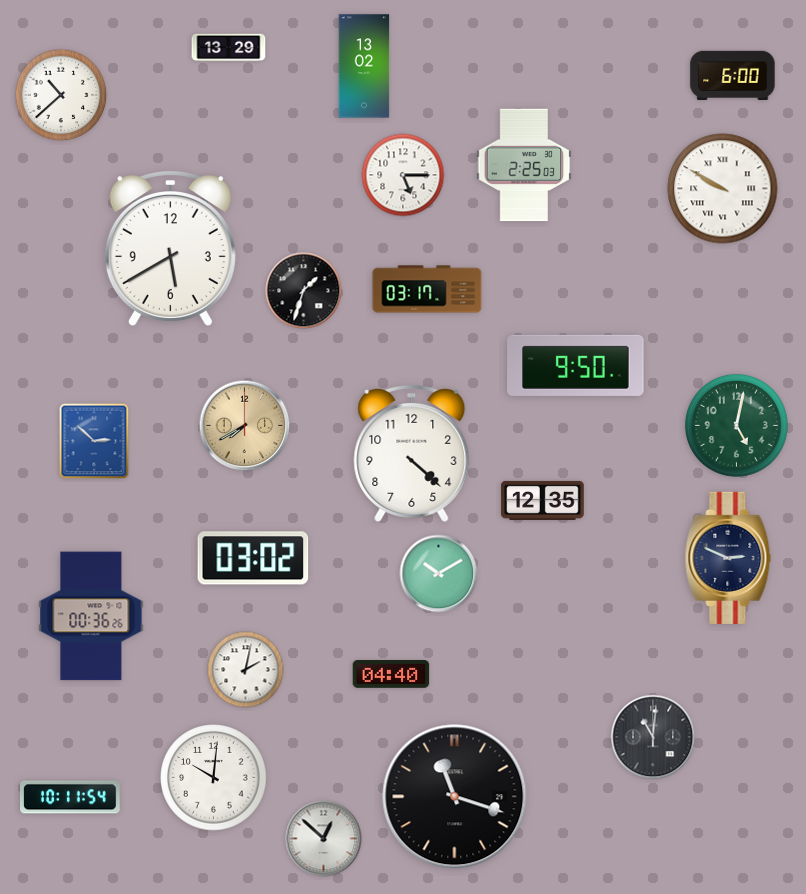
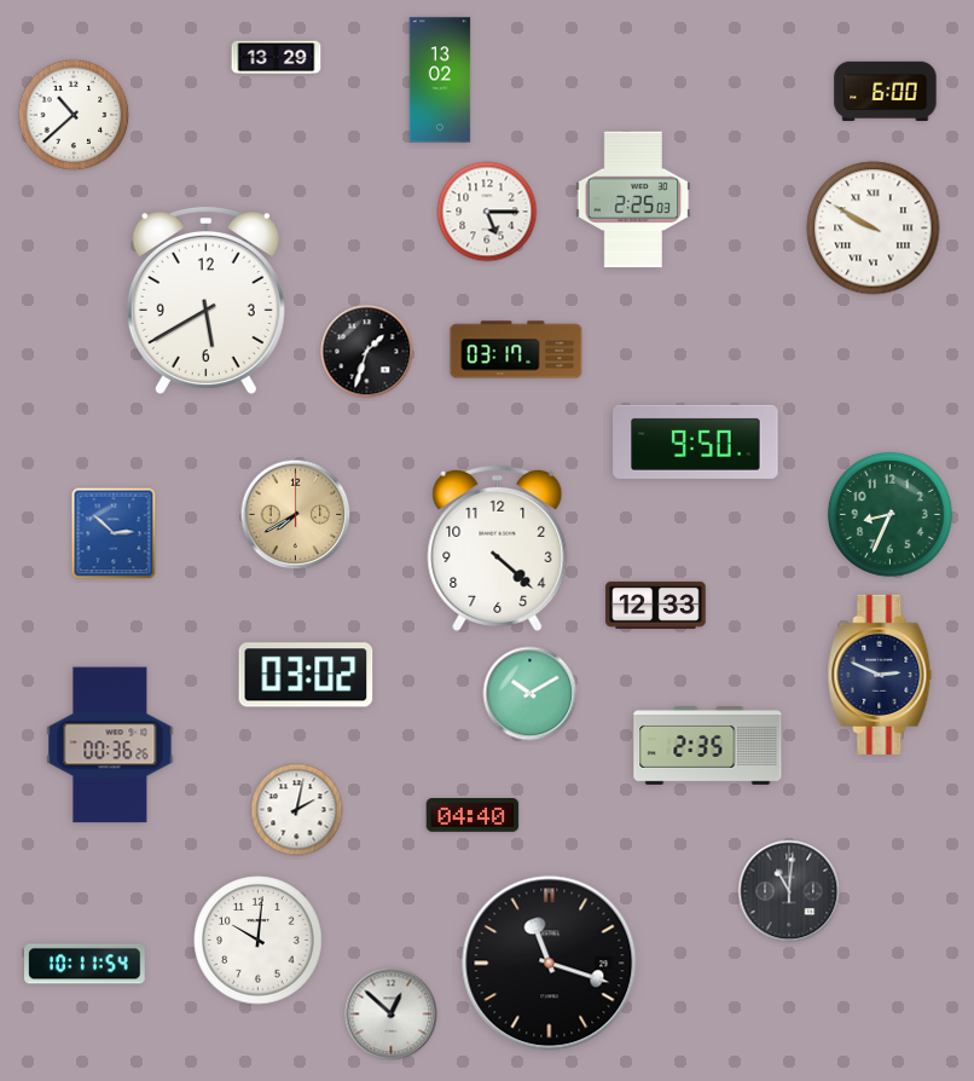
clock at (736, 425): 5:02 -> 8:34
clock at (543, 500): 12:35 -> 12:33
clock at (708, 746): none -> 2:35
